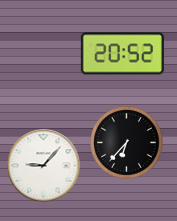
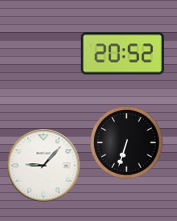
clock at (127, 143): 6:37 -> 6:33
